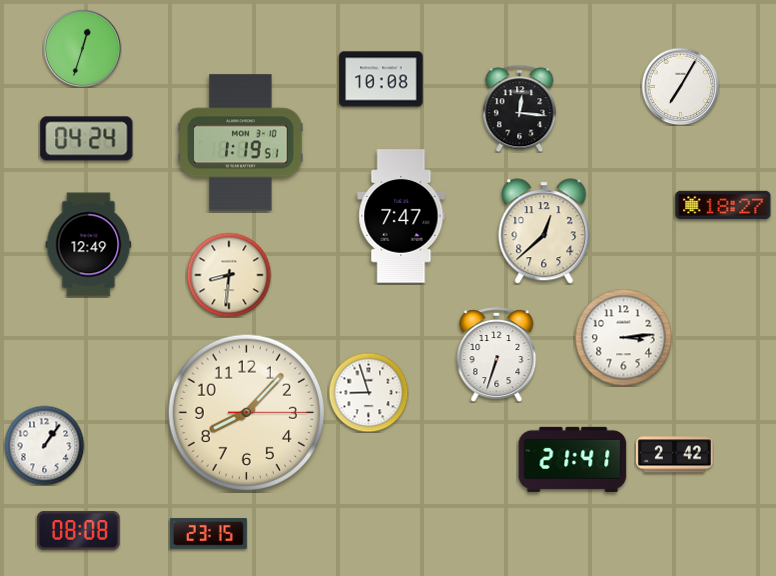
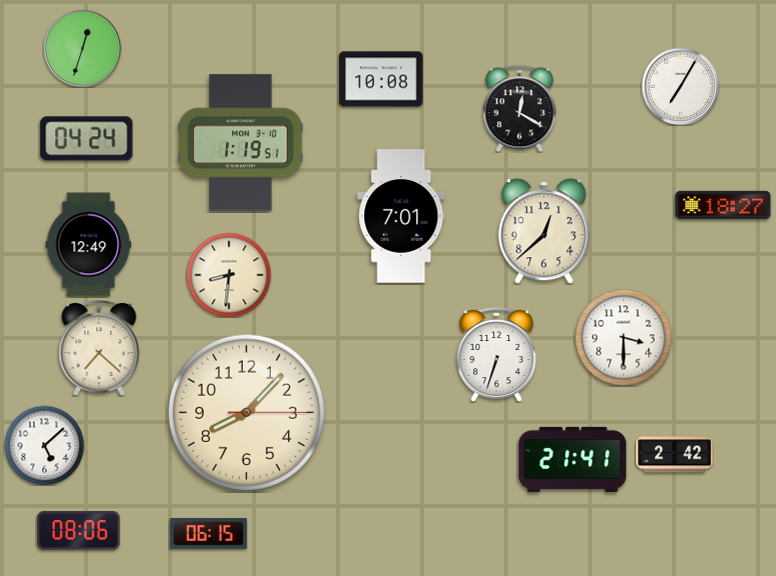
clock at (520, 108): 12:16 -> 12:20
clock at (401, 216): 7:47 -> 7:01
clock at (623, 337): 3:14 -> 3:30
clock at (99, 348): none -> 7:22
clock at (368, 392): 8:57 -> none
clock at (44, 445): 1:06 -> 5:08
clock at (79, 531): 08:08 -> 08:06
clock at (208, 534): 23:15 -> 06:15
